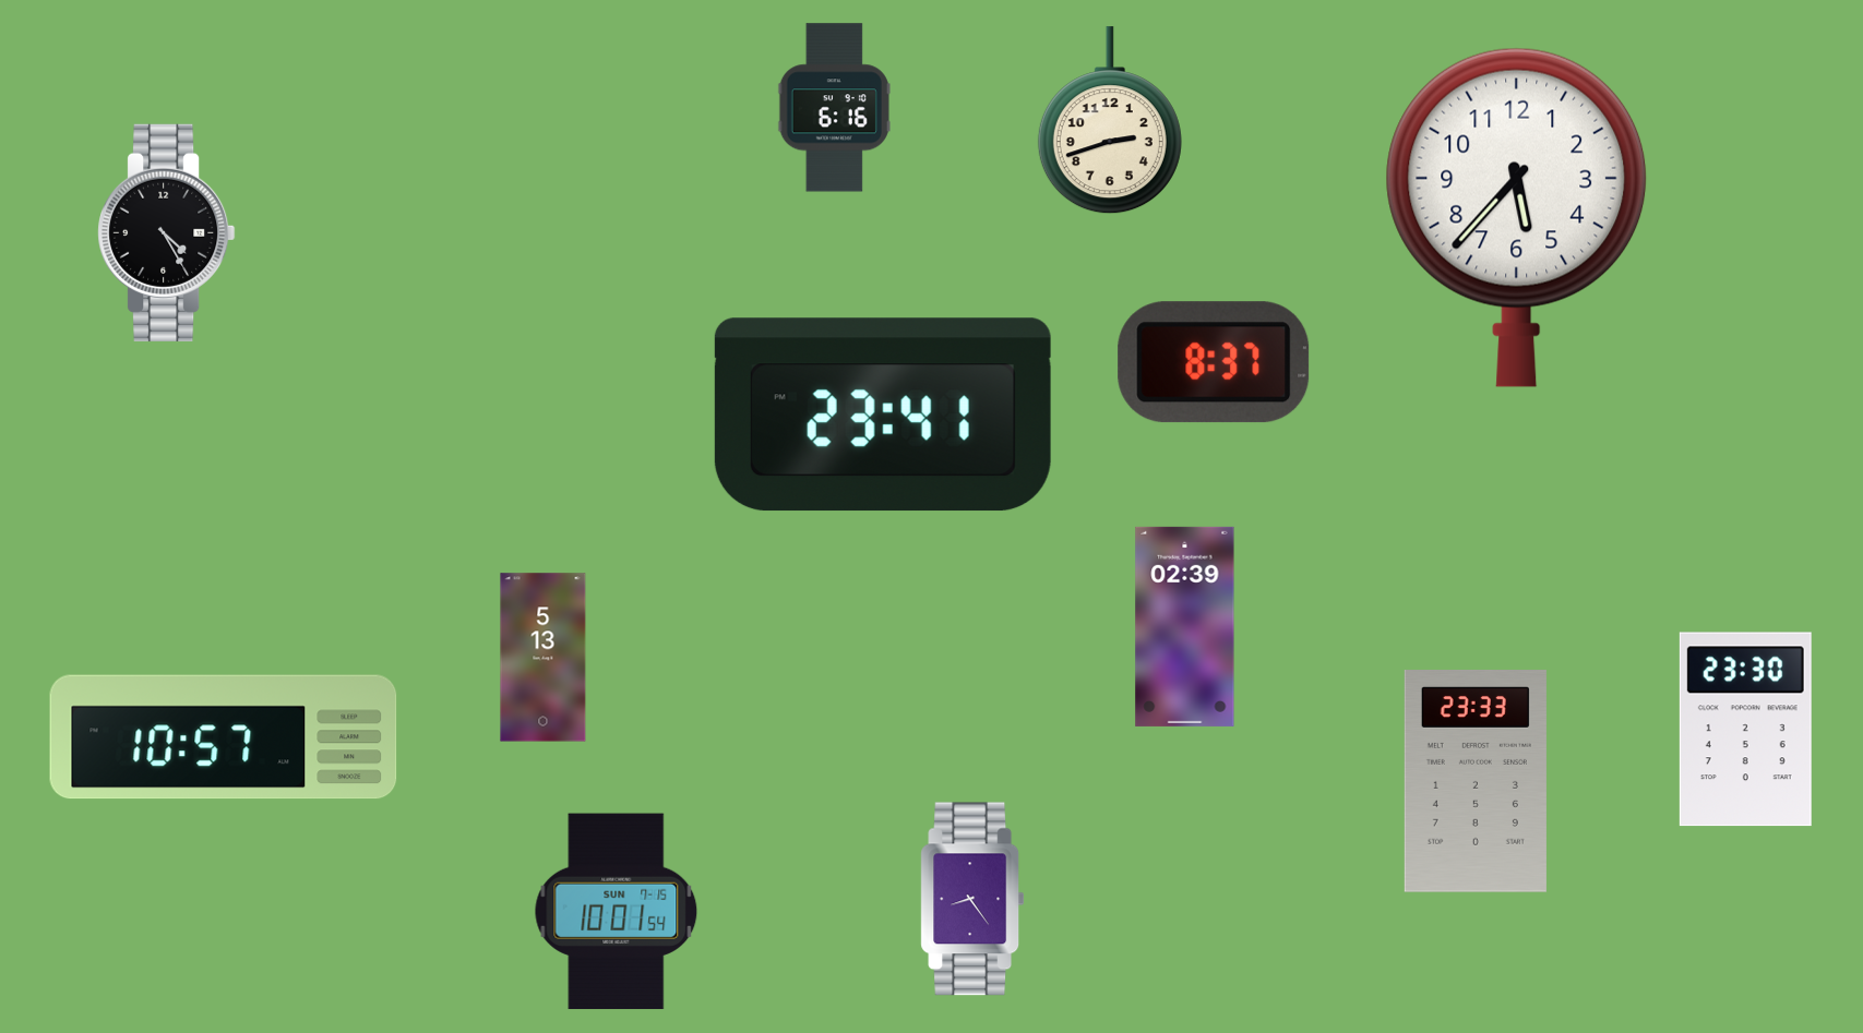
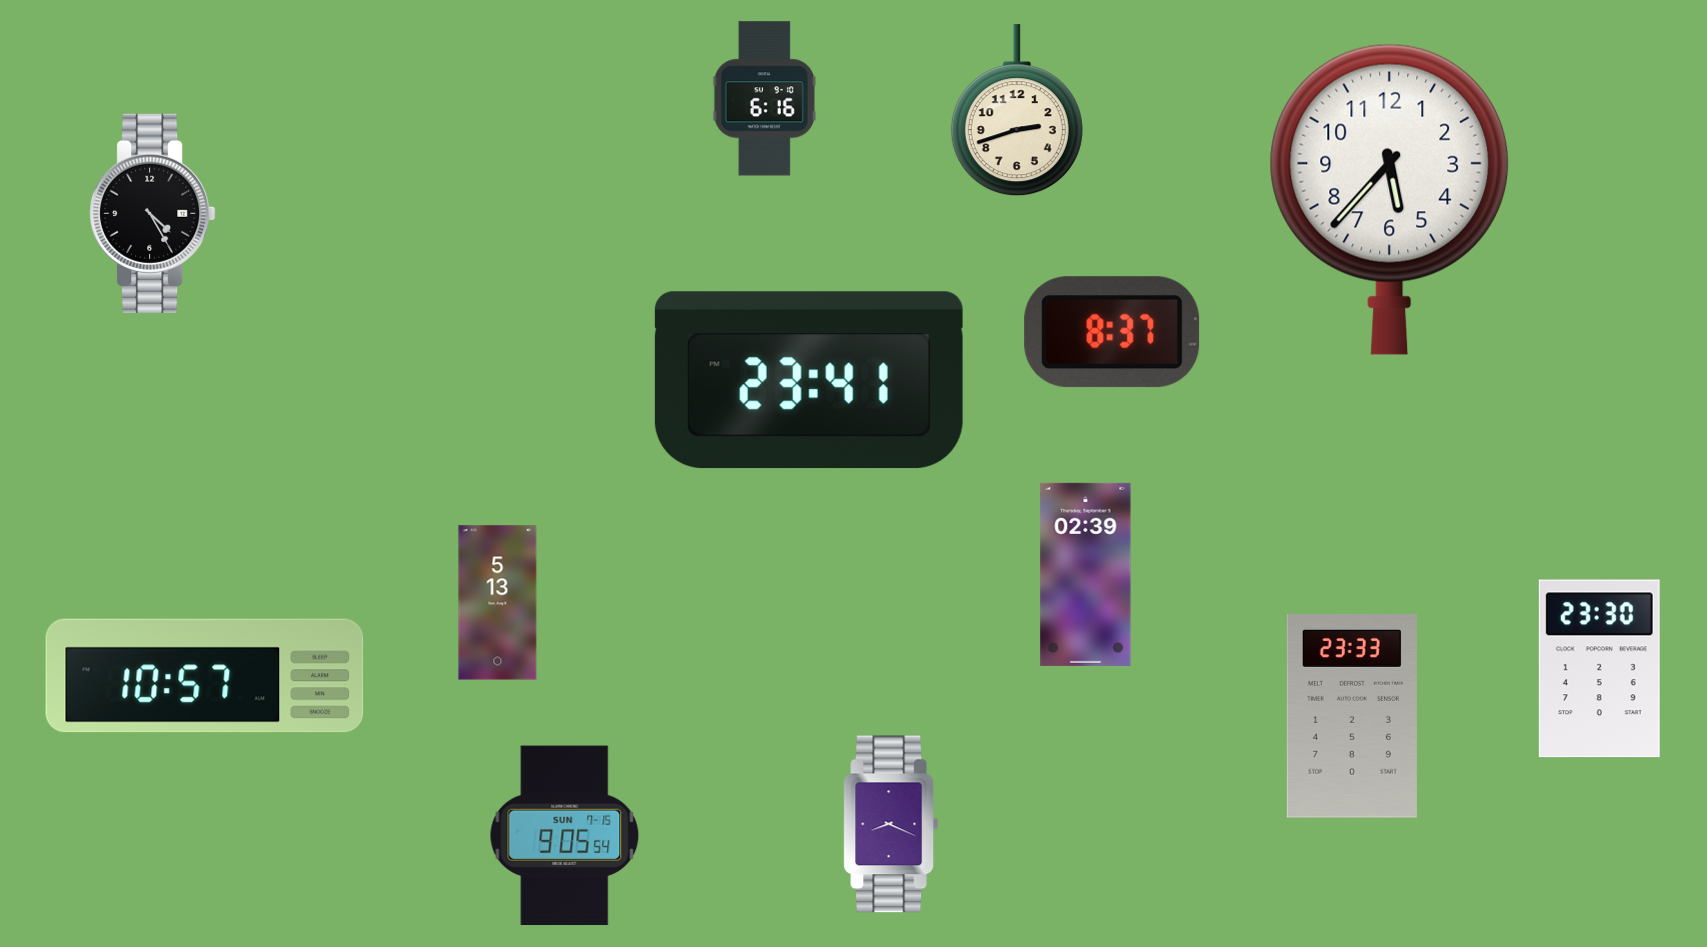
clock at (971, 899): 8:24 -> 8:19
clock at (617, 912): 10:01 -> 9:05
